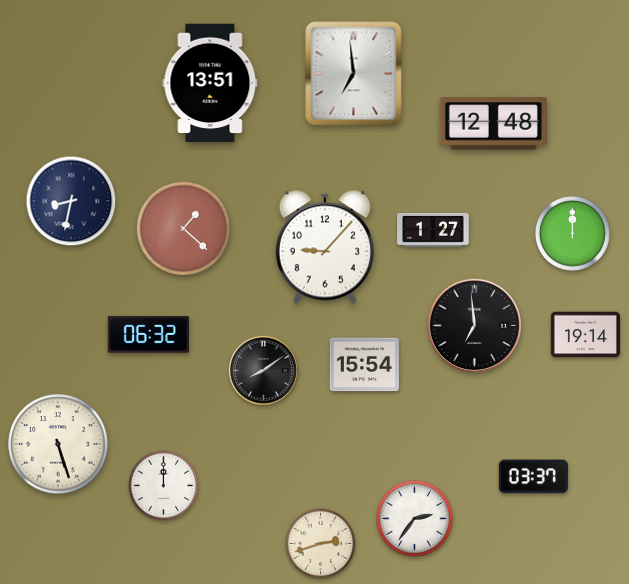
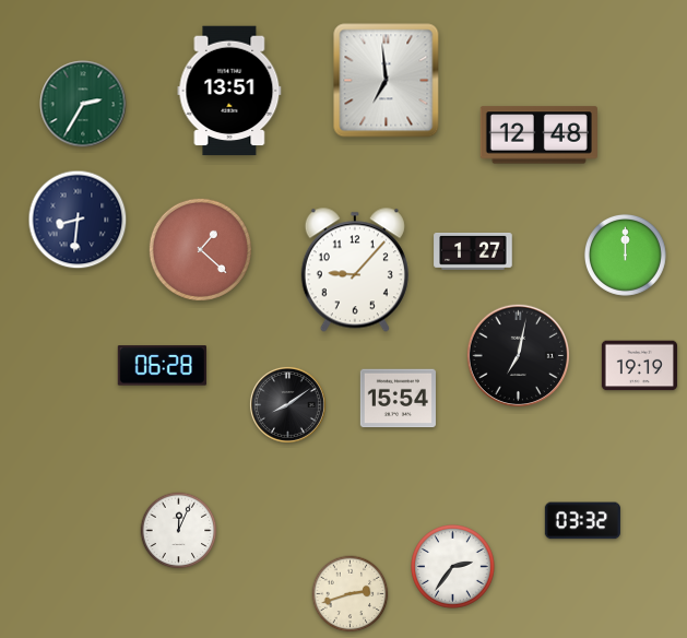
clock at (83, 104): none -> 2:35
clock at (71, 201): 8:32 -> 8:31
clock at (474, 325): 6:59 -> 7:02
clock at (148, 335): 06:32 -> 06:28
clock at (585, 335): 19:14 -> 19:19
clock at (58, 444): 5:27 -> none
clock at (533, 477): 03:37 -> 03:32
clock at (164, 486): 12:00 -> 12:04
